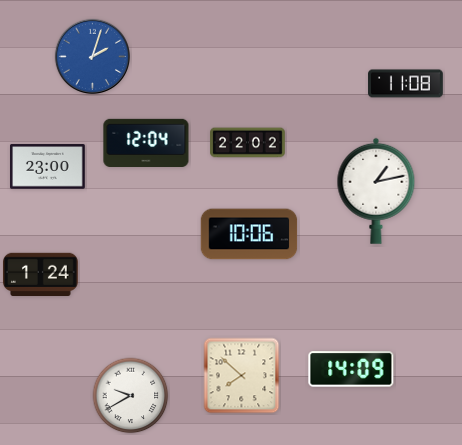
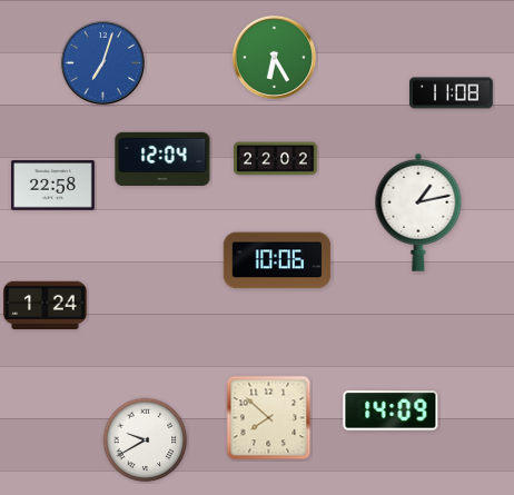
clock at (274, 57): none -> 6:25
clock at (92, 56): 2:03 -> 7:03
clock at (48, 167): 23:00 -> 22:58
